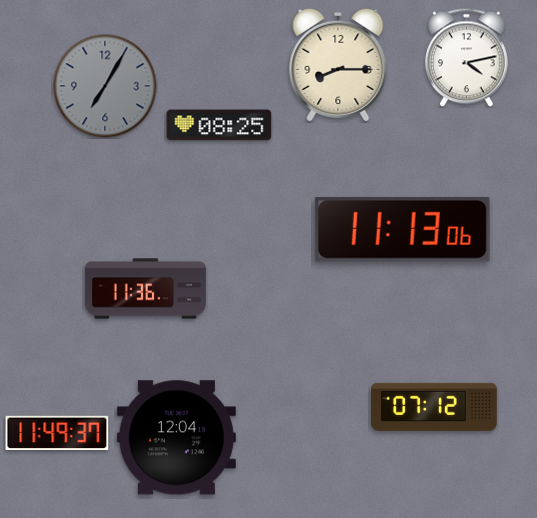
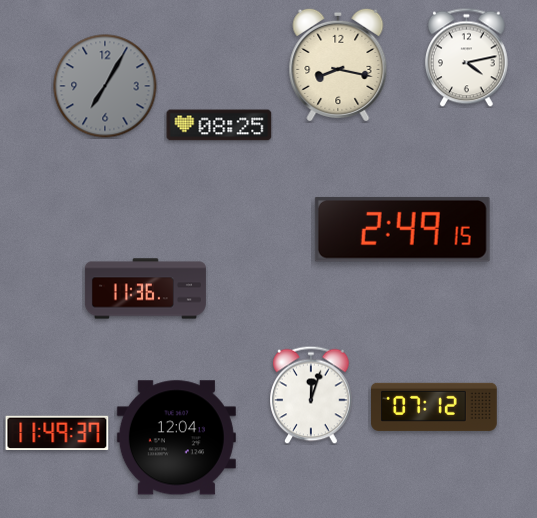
clock at (338, 65): 8:15 -> 8:17
clock at (402, 229): 11:13 -> 2:49
clock at (311, 395): none -> 12:03
